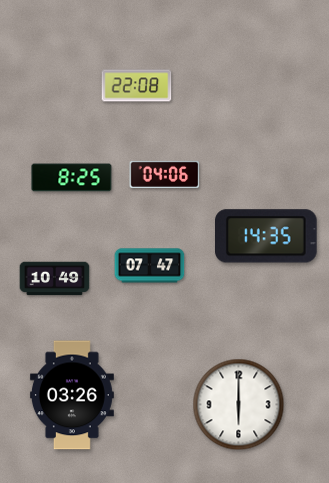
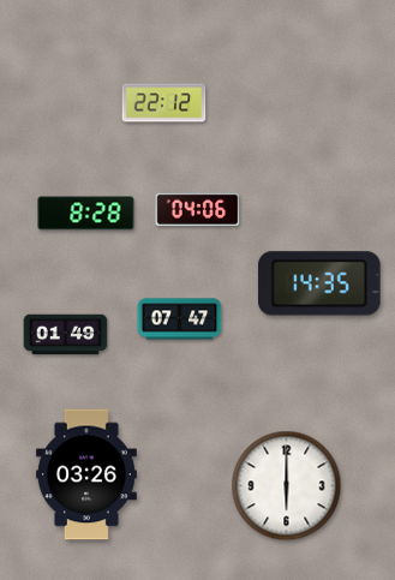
clock at (137, 86): 22:08 -> 22:12
clock at (72, 178): 8:25 -> 8:28
clock at (55, 279): 10:49 -> 01:49
